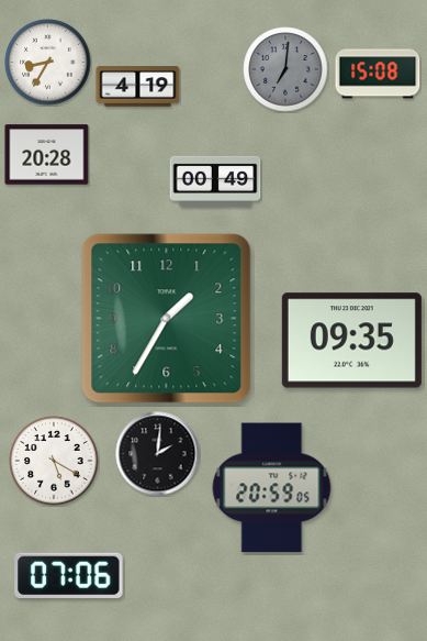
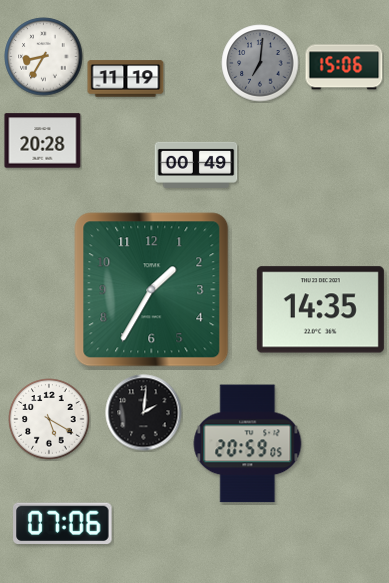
clock at (378, 74): 15:08 -> 15:06
clock at (138, 87): 4:19 -> 11:19
clock at (351, 341): 09:35 -> 14:35
